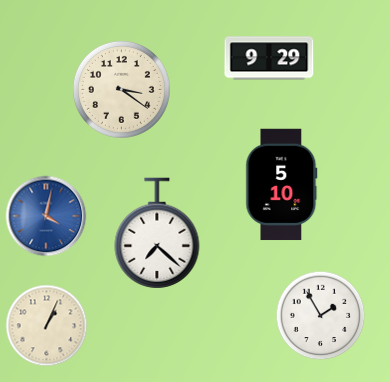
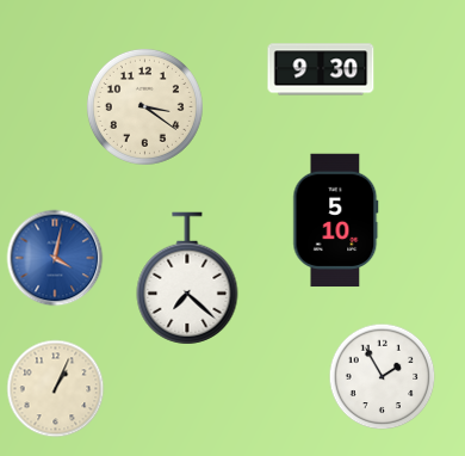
clock at (269, 58): 9:29 -> 9:30
